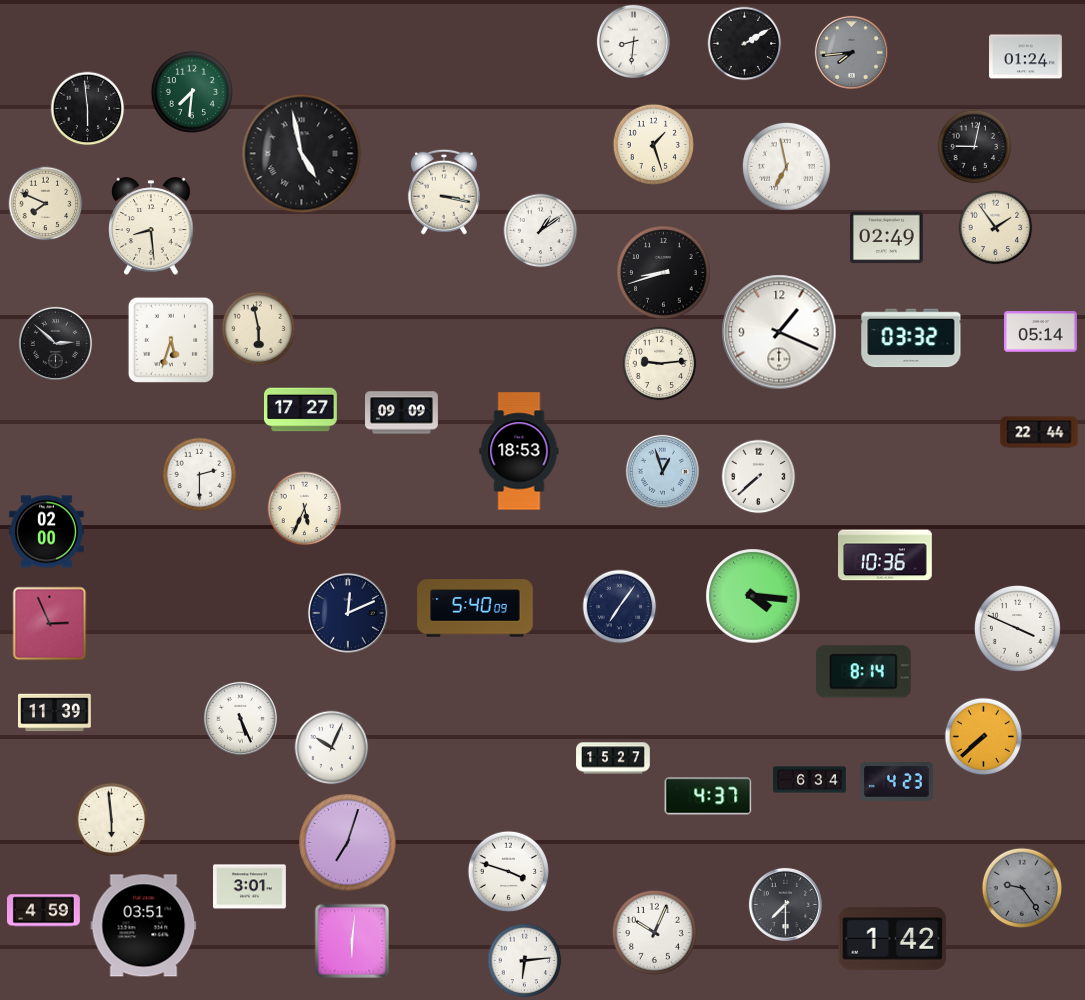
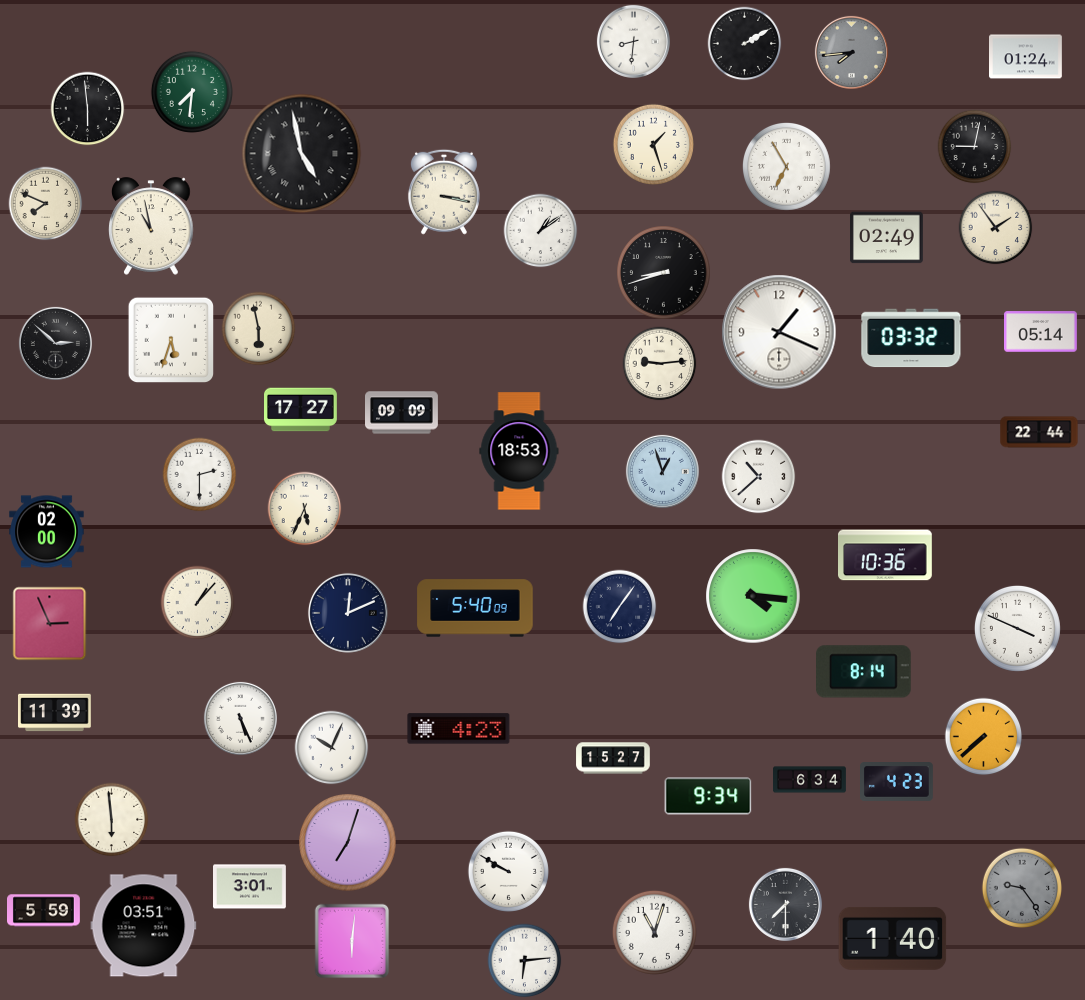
clock at (786, 166): 6:58 -> 6:55
clock at (152, 226): 8:29 -> 10:58
clock at (759, 477): 7:38 -> 10:38
clock at (198, 603): none -> 1:07
clock at (459, 729): none -> 4:23
clock at (708, 796): 4:37 -> 9:34
clock at (508, 871): 3:48 -> 9:50
clock at (44, 911): 4:59 -> 5:59
clock at (654, 932): 10:04 -> 11:03
clock at (893, 938): 1:42 -> 1:40
